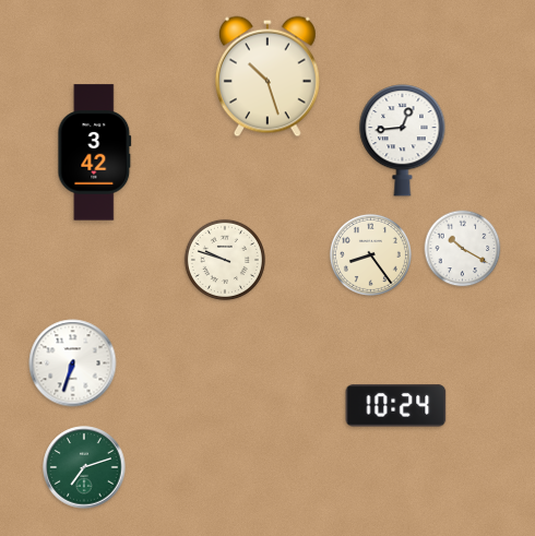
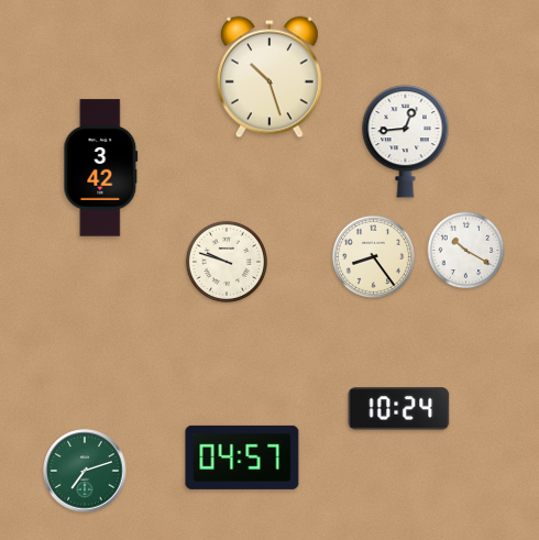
clock at (95, 153) position: (95, 153) -> (101, 168)
clock at (73, 364): 6:33 -> none
clock at (242, 458): none -> 04:57
